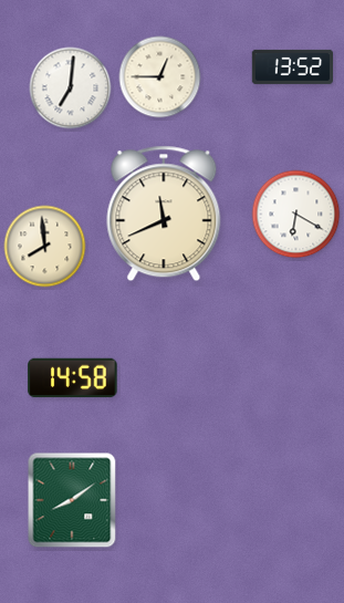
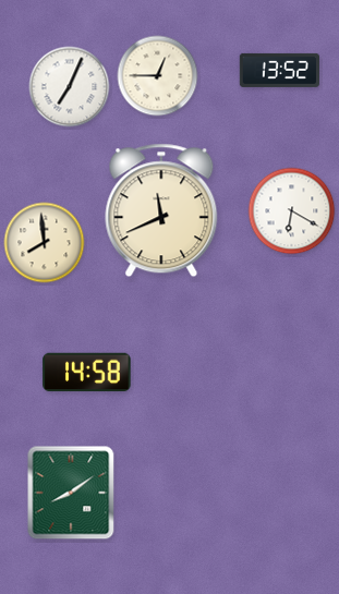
clock at (292, 66) position: (292, 66) -> (279, 70)
clock at (71, 89): 7:01 -> 7:04
clock at (73, 378) position: (73, 378) -> (87, 373)
